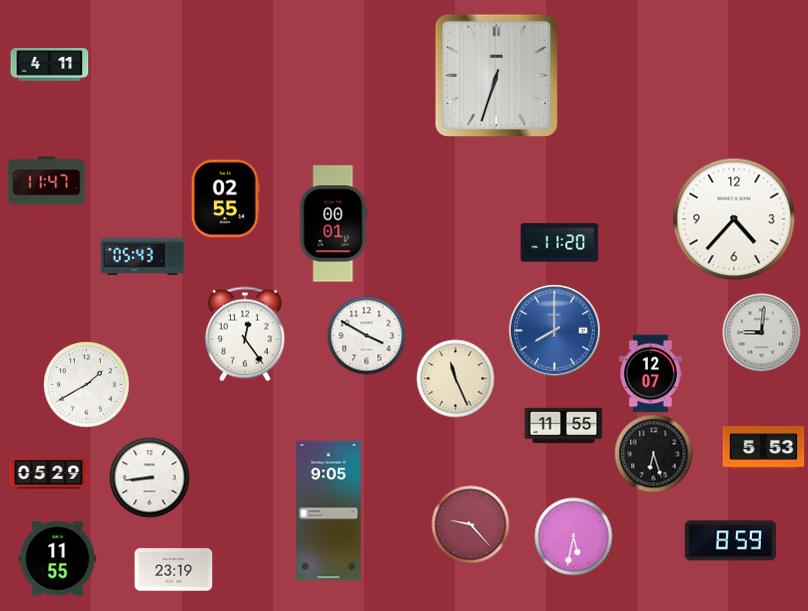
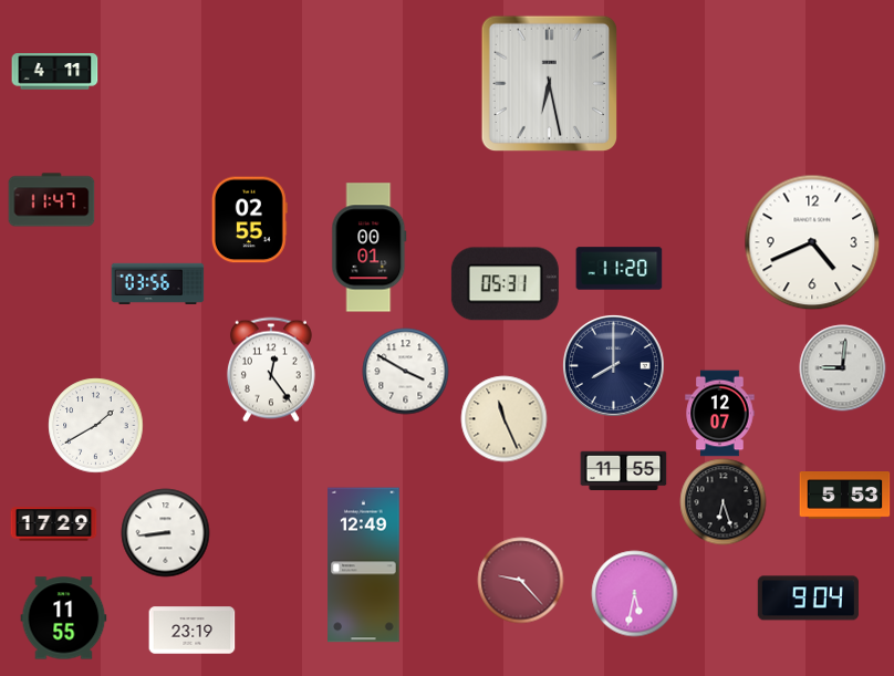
clock at (496, 75): 6:33 -> 6:28
clock at (734, 219): 4:37 -> 4:41
clock at (142, 256): 05:43 -> 03:56
clock at (505, 284): none -> 05:31
clock at (554, 330) dial: blue -> navy
clock at (48, 474): 05:29 -> 17:29
clock at (149, 477) position: (149, 477) -> (165, 532)
clock at (329, 511): 9:05 -> 12:49
clock at (730, 541): 8:59 -> 9:04
